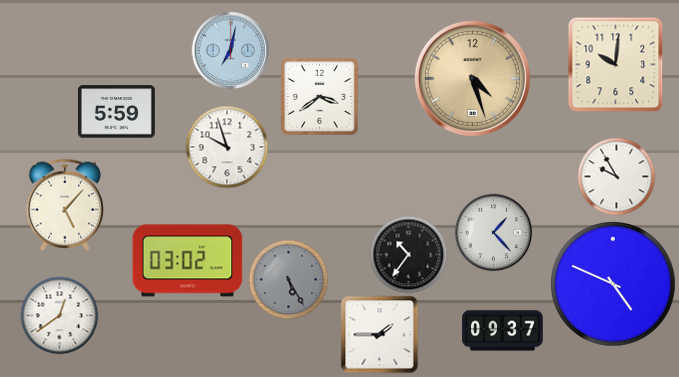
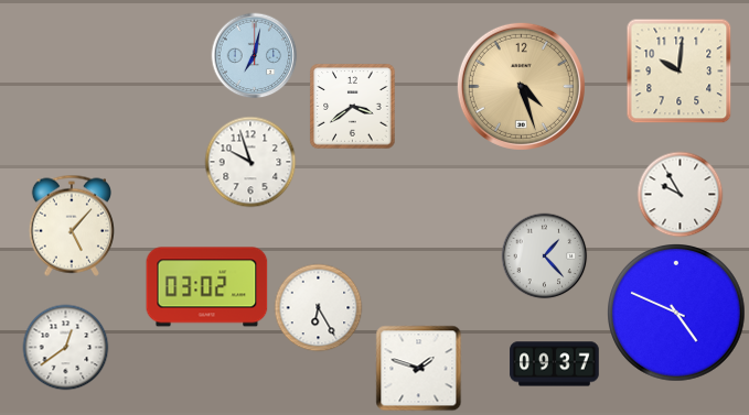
clock at (116, 112): 5:59 -> none
clock at (408, 254): 10:36 -> none
clock at (288, 279): 5:25 -> 6:25
clock at (288, 279) dial: grey -> white
clock at (379, 334): 1:45 -> 1:48
